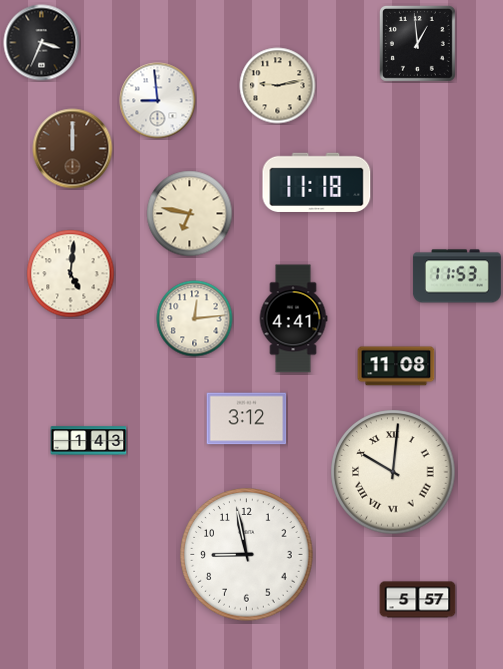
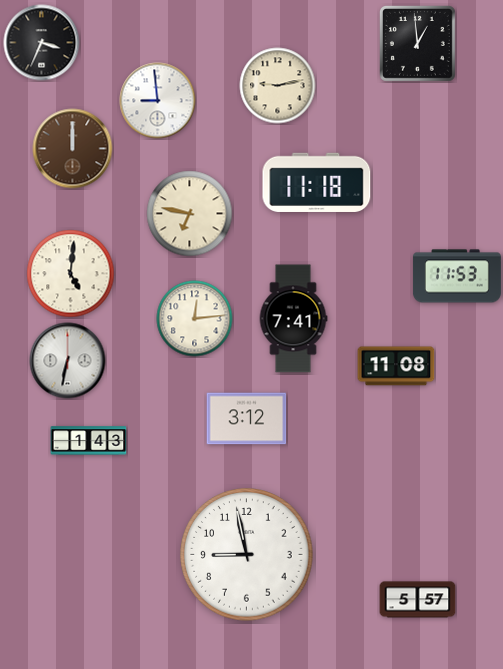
clock at (293, 319): 4:41 -> 7:41
clock at (68, 361): none -> 6:32
clock at (393, 472): 10:01 -> none
